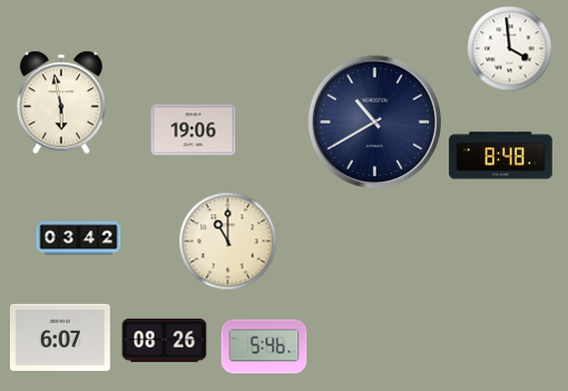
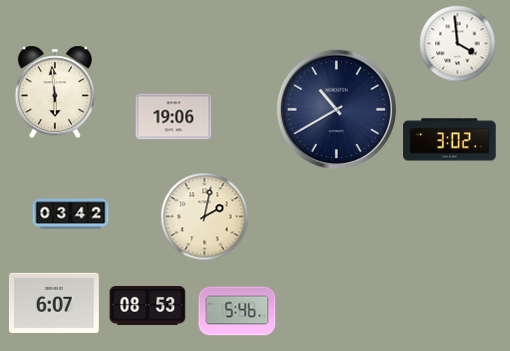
clock at (61, 102): 5:58 -> 5:59
clock at (501, 156): 8:48 -> 3:02
clock at (228, 242): 11:00 -> 2:02
clock at (165, 340): 08:26 -> 08:53
